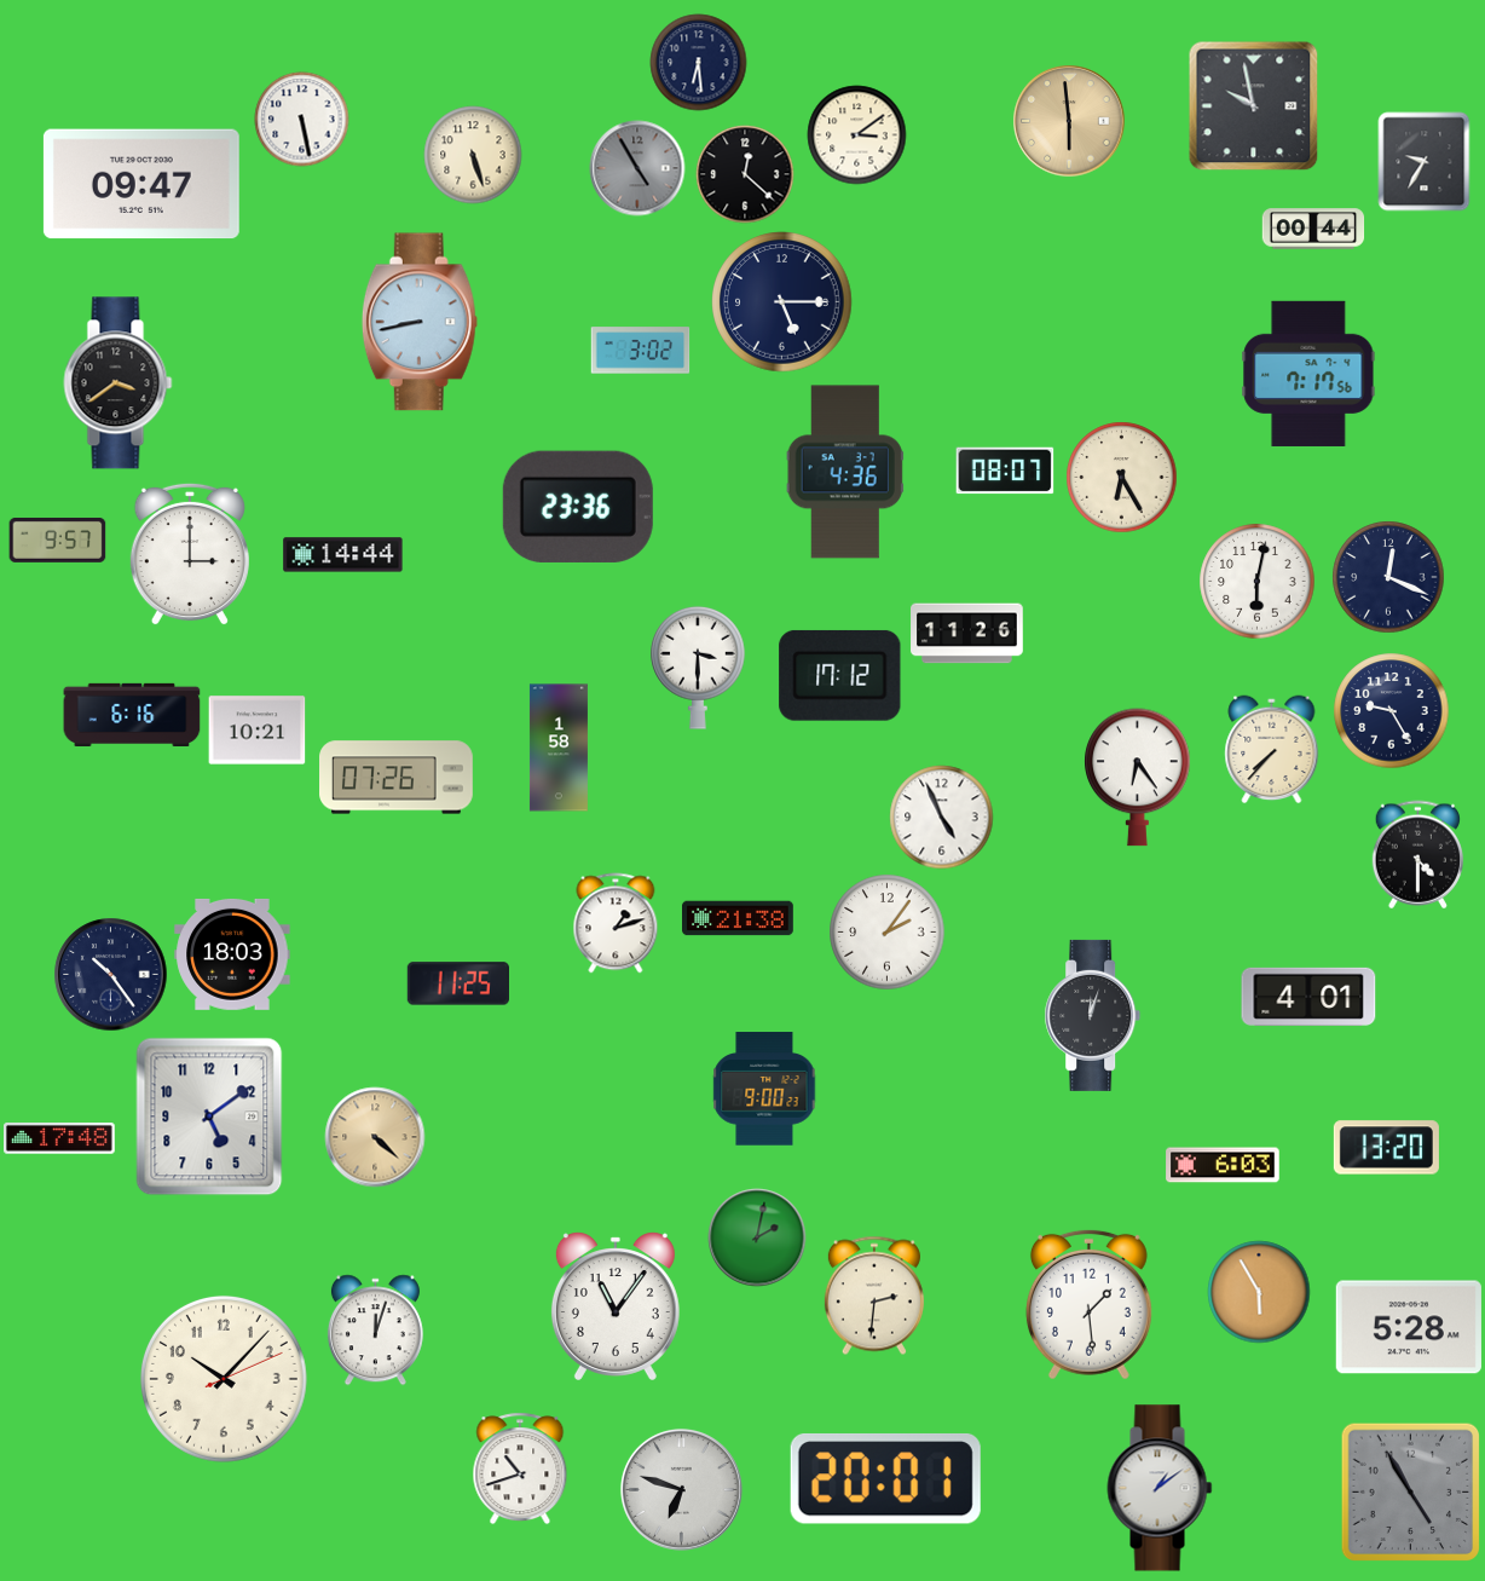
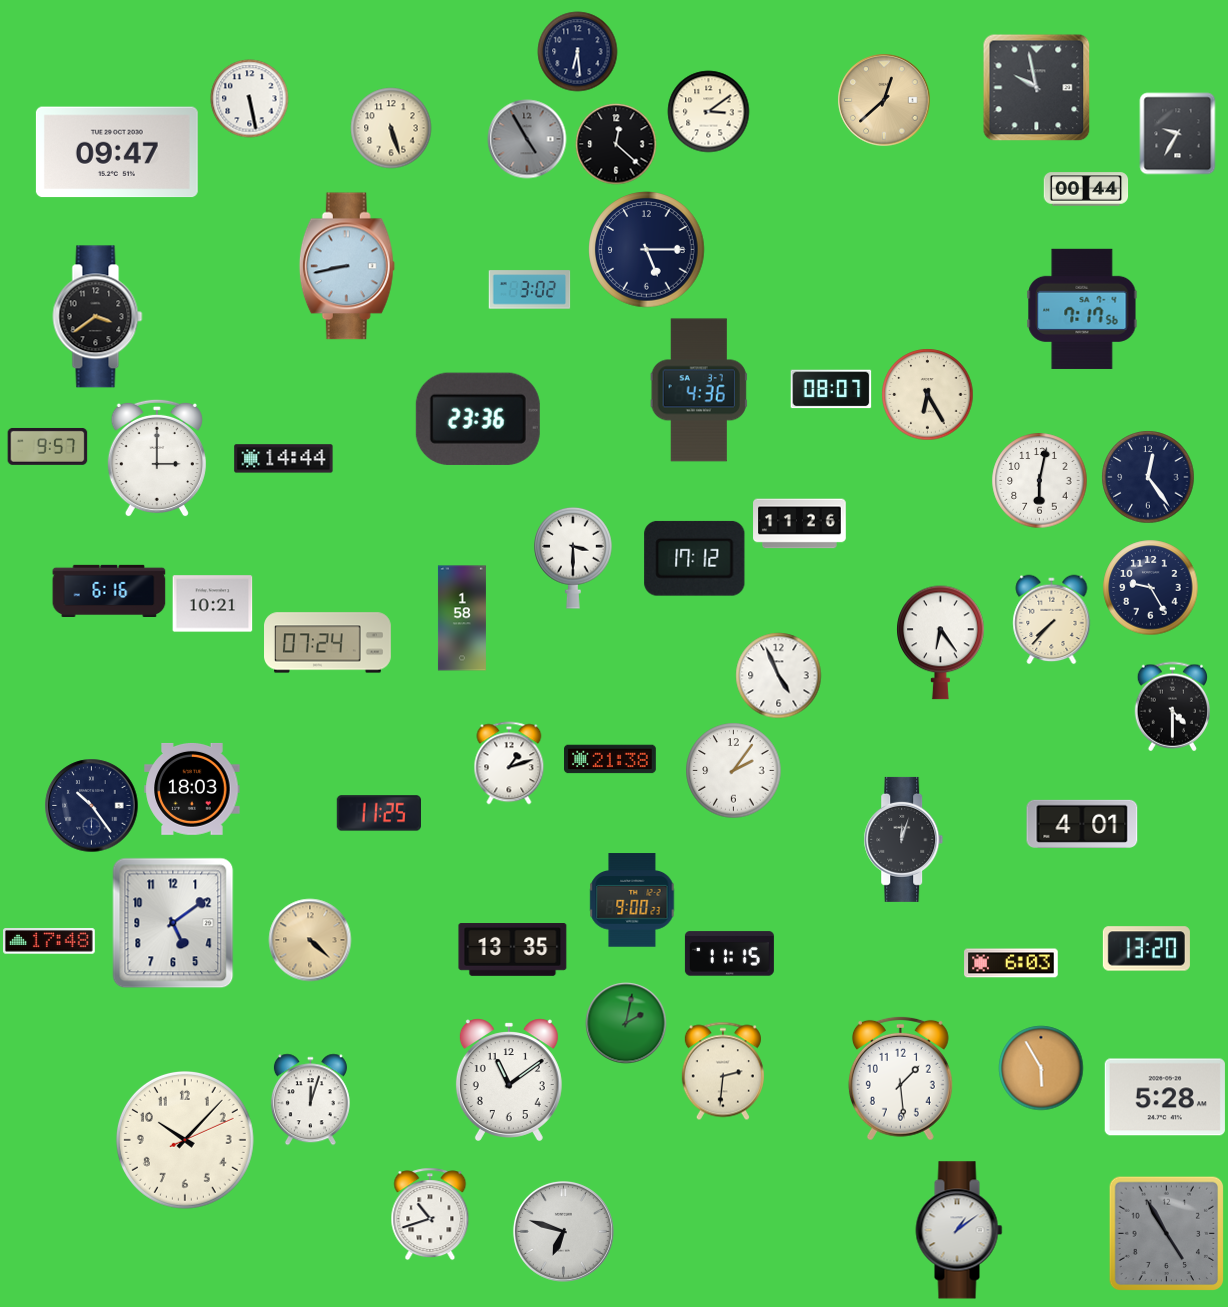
clock at (1069, 121): 5:59 -> 12:38
clock at (1388, 577): 12:19 -> 12:24
clock at (698, 668) position: (698, 668) -> (573, 558)
clock at (397, 778): 07:26 -> 07:24
clock at (513, 950): none -> 13:35
clock at (729, 954): none -> 11:15
clock at (616, 1306): 11:06 -> 11:09
clock at (885, 1478): 20:01 -> none
